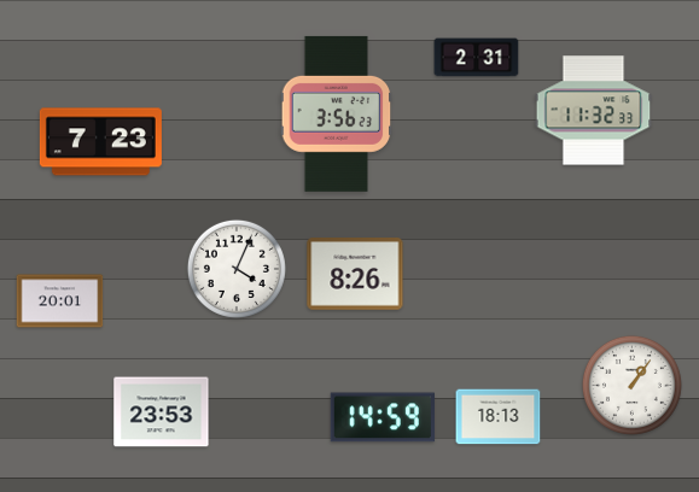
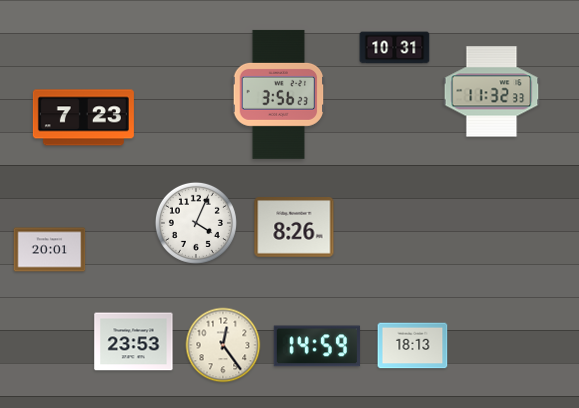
clock at (477, 58): 2:31 -> 10:31
clock at (631, 385): 1:06 -> none
clock at (223, 345): none -> 12:24
